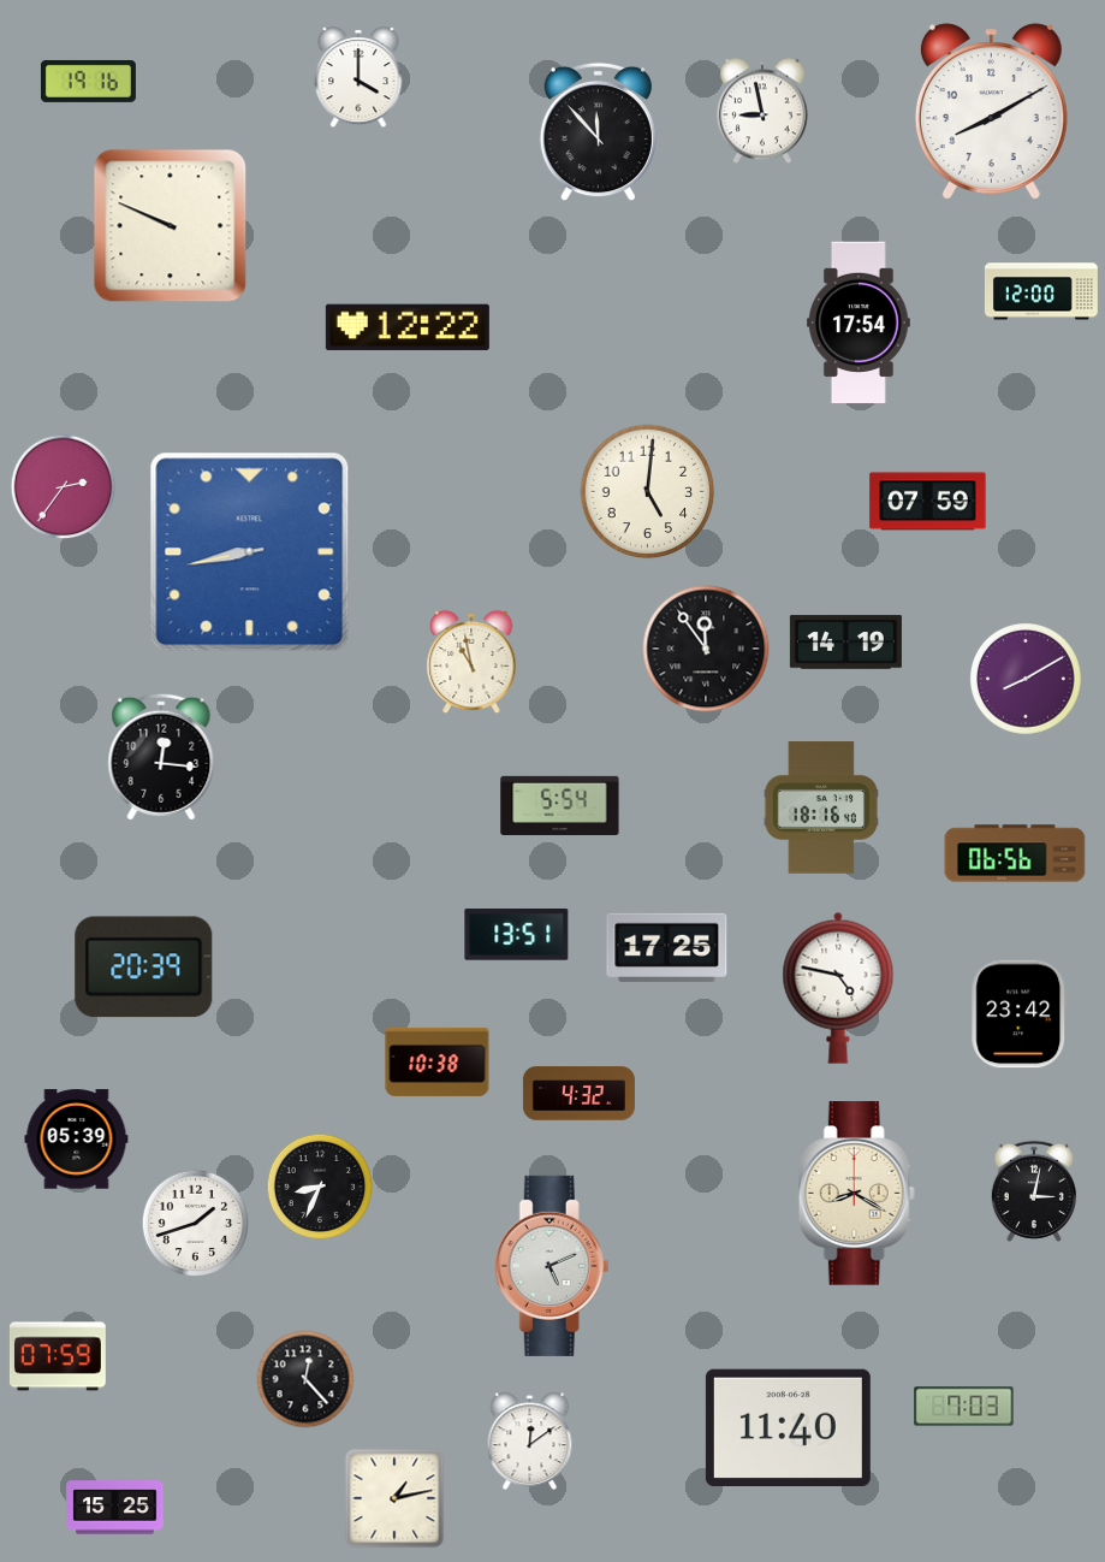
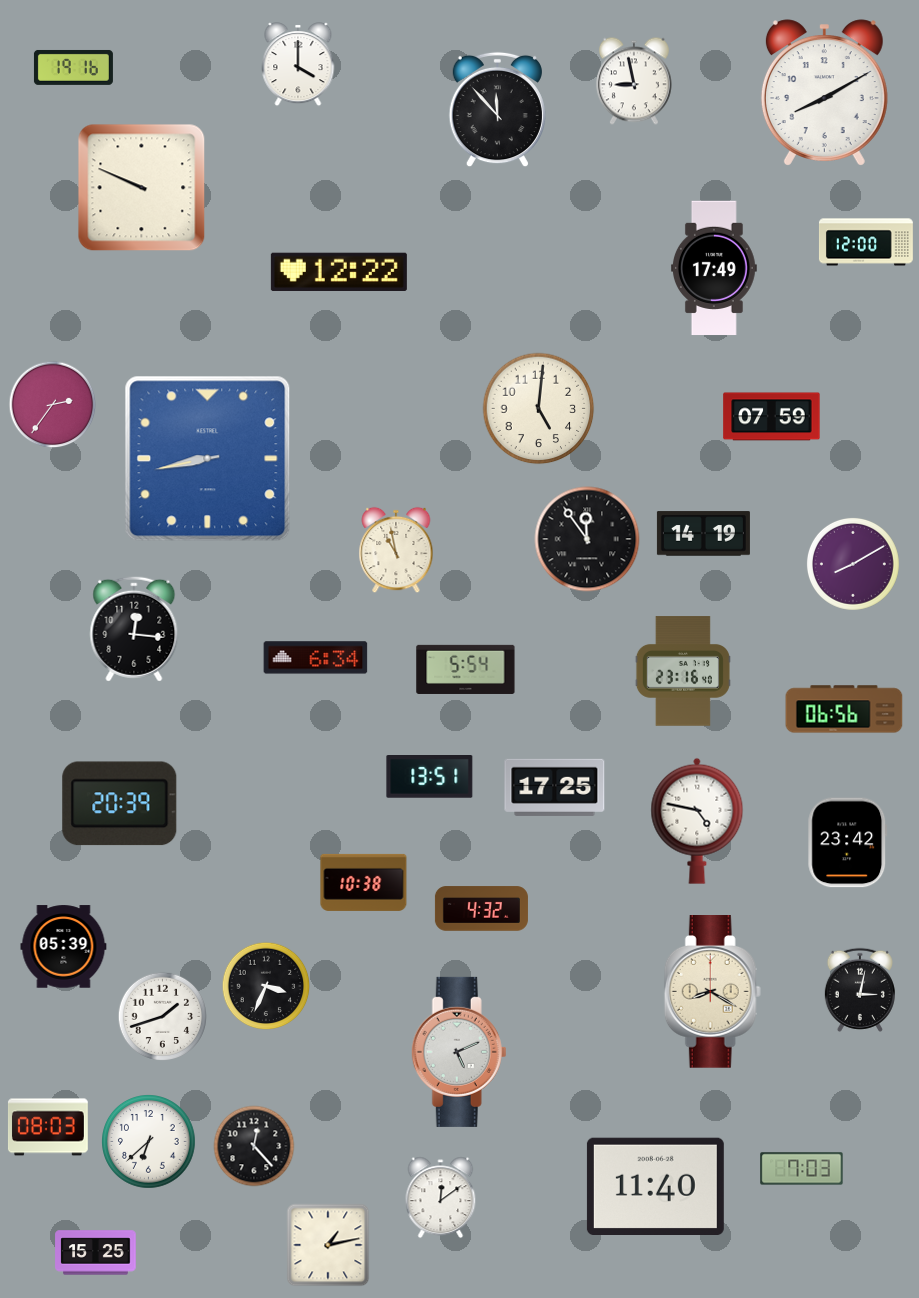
clock at (762, 111) position: (762, 111) -> (634, 81)
clock at (859, 323): 17:54 -> 17:49
clock at (471, 662) position: (471, 662) -> (396, 550)
clock at (316, 658): none -> 6:34
clock at (821, 807): 18:16 -> 23:16
clock at (320, 1187): 8:34 -> 3:34
clock at (58, 1356): 07:59 -> 08:03
clock at (149, 1142): none -> 6:38
